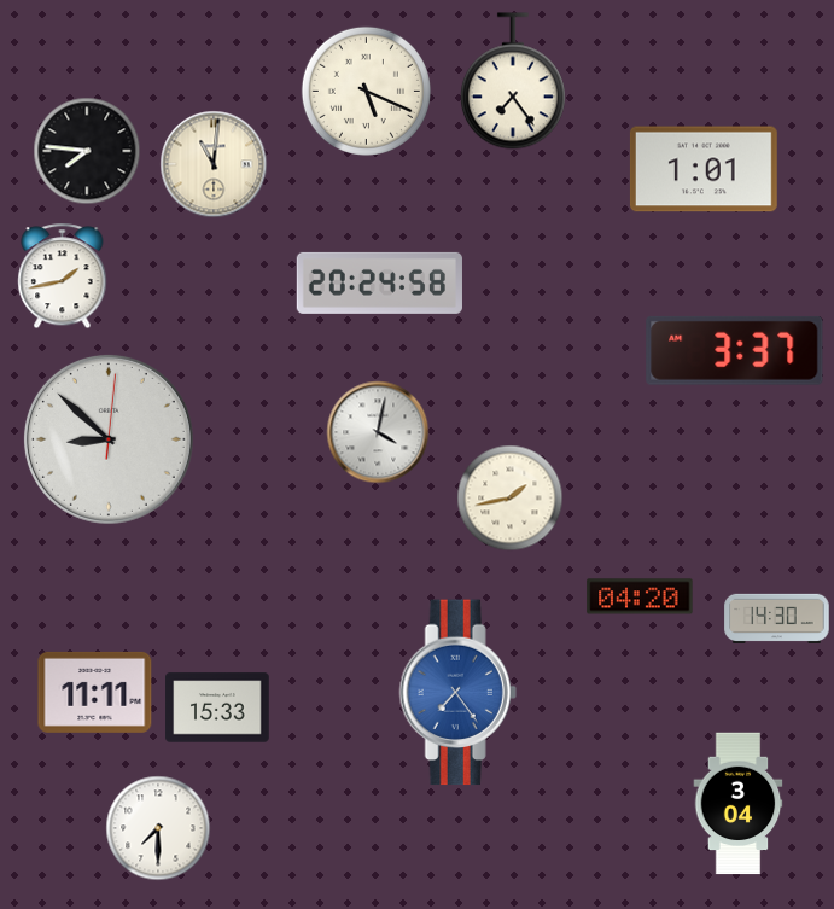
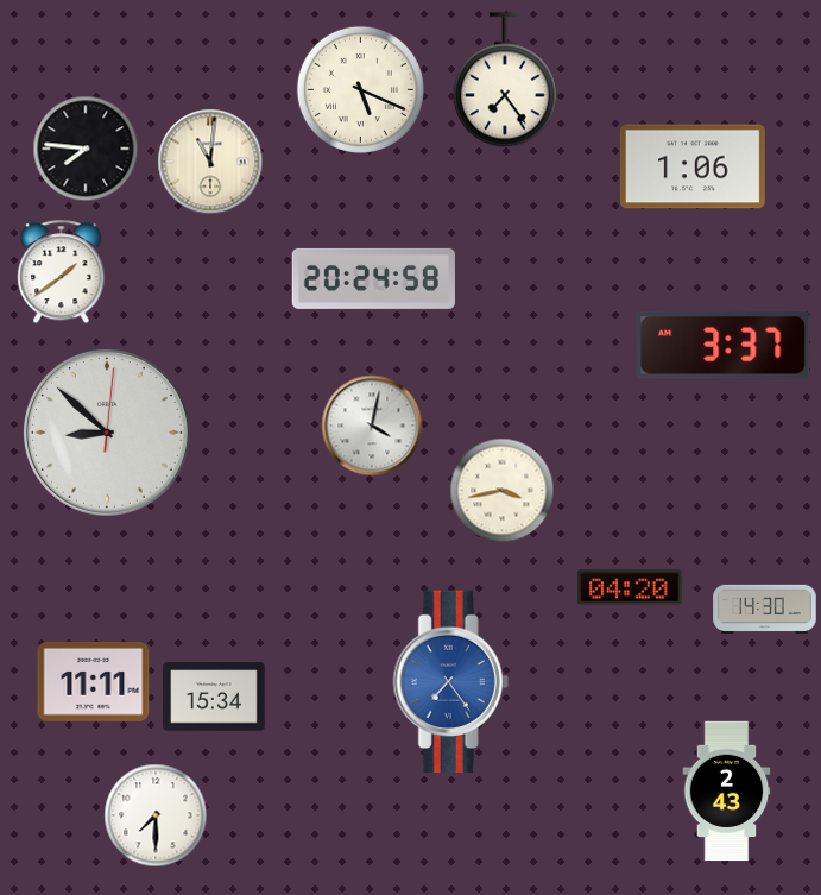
clock at (704, 169): 1:01 -> 1:06
clock at (63, 276): 1:43 -> 1:39
clock at (511, 499): 1:43 -> 3:43
clock at (217, 707): 15:33 -> 15:34
clock at (739, 804): 3:04 -> 2:43
